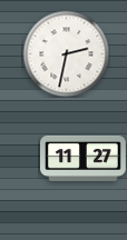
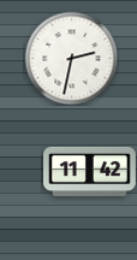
clock at (84, 158): 11:27 -> 11:42
